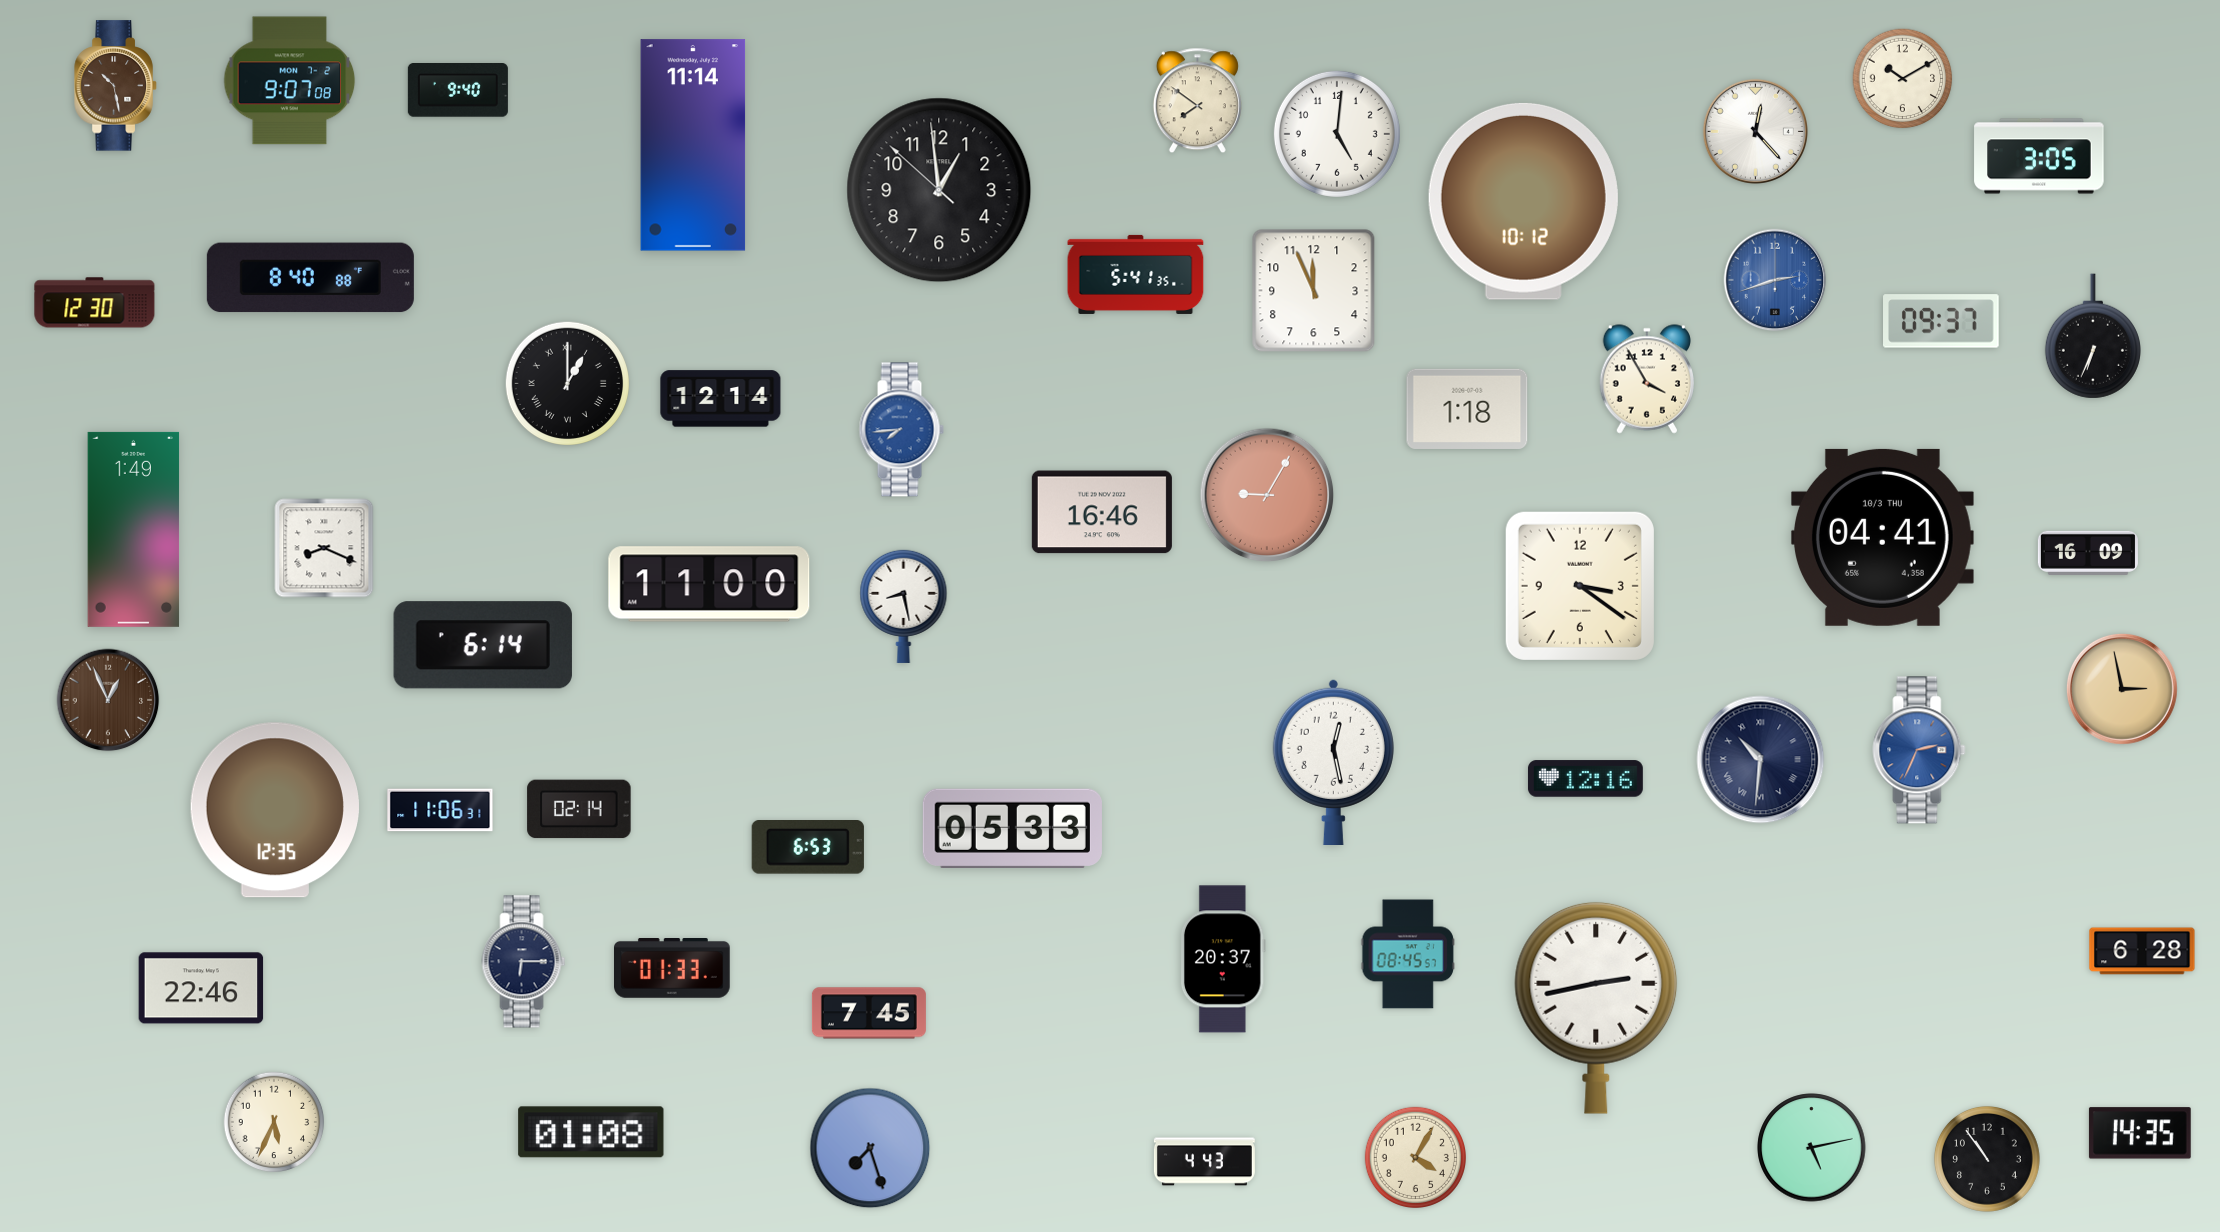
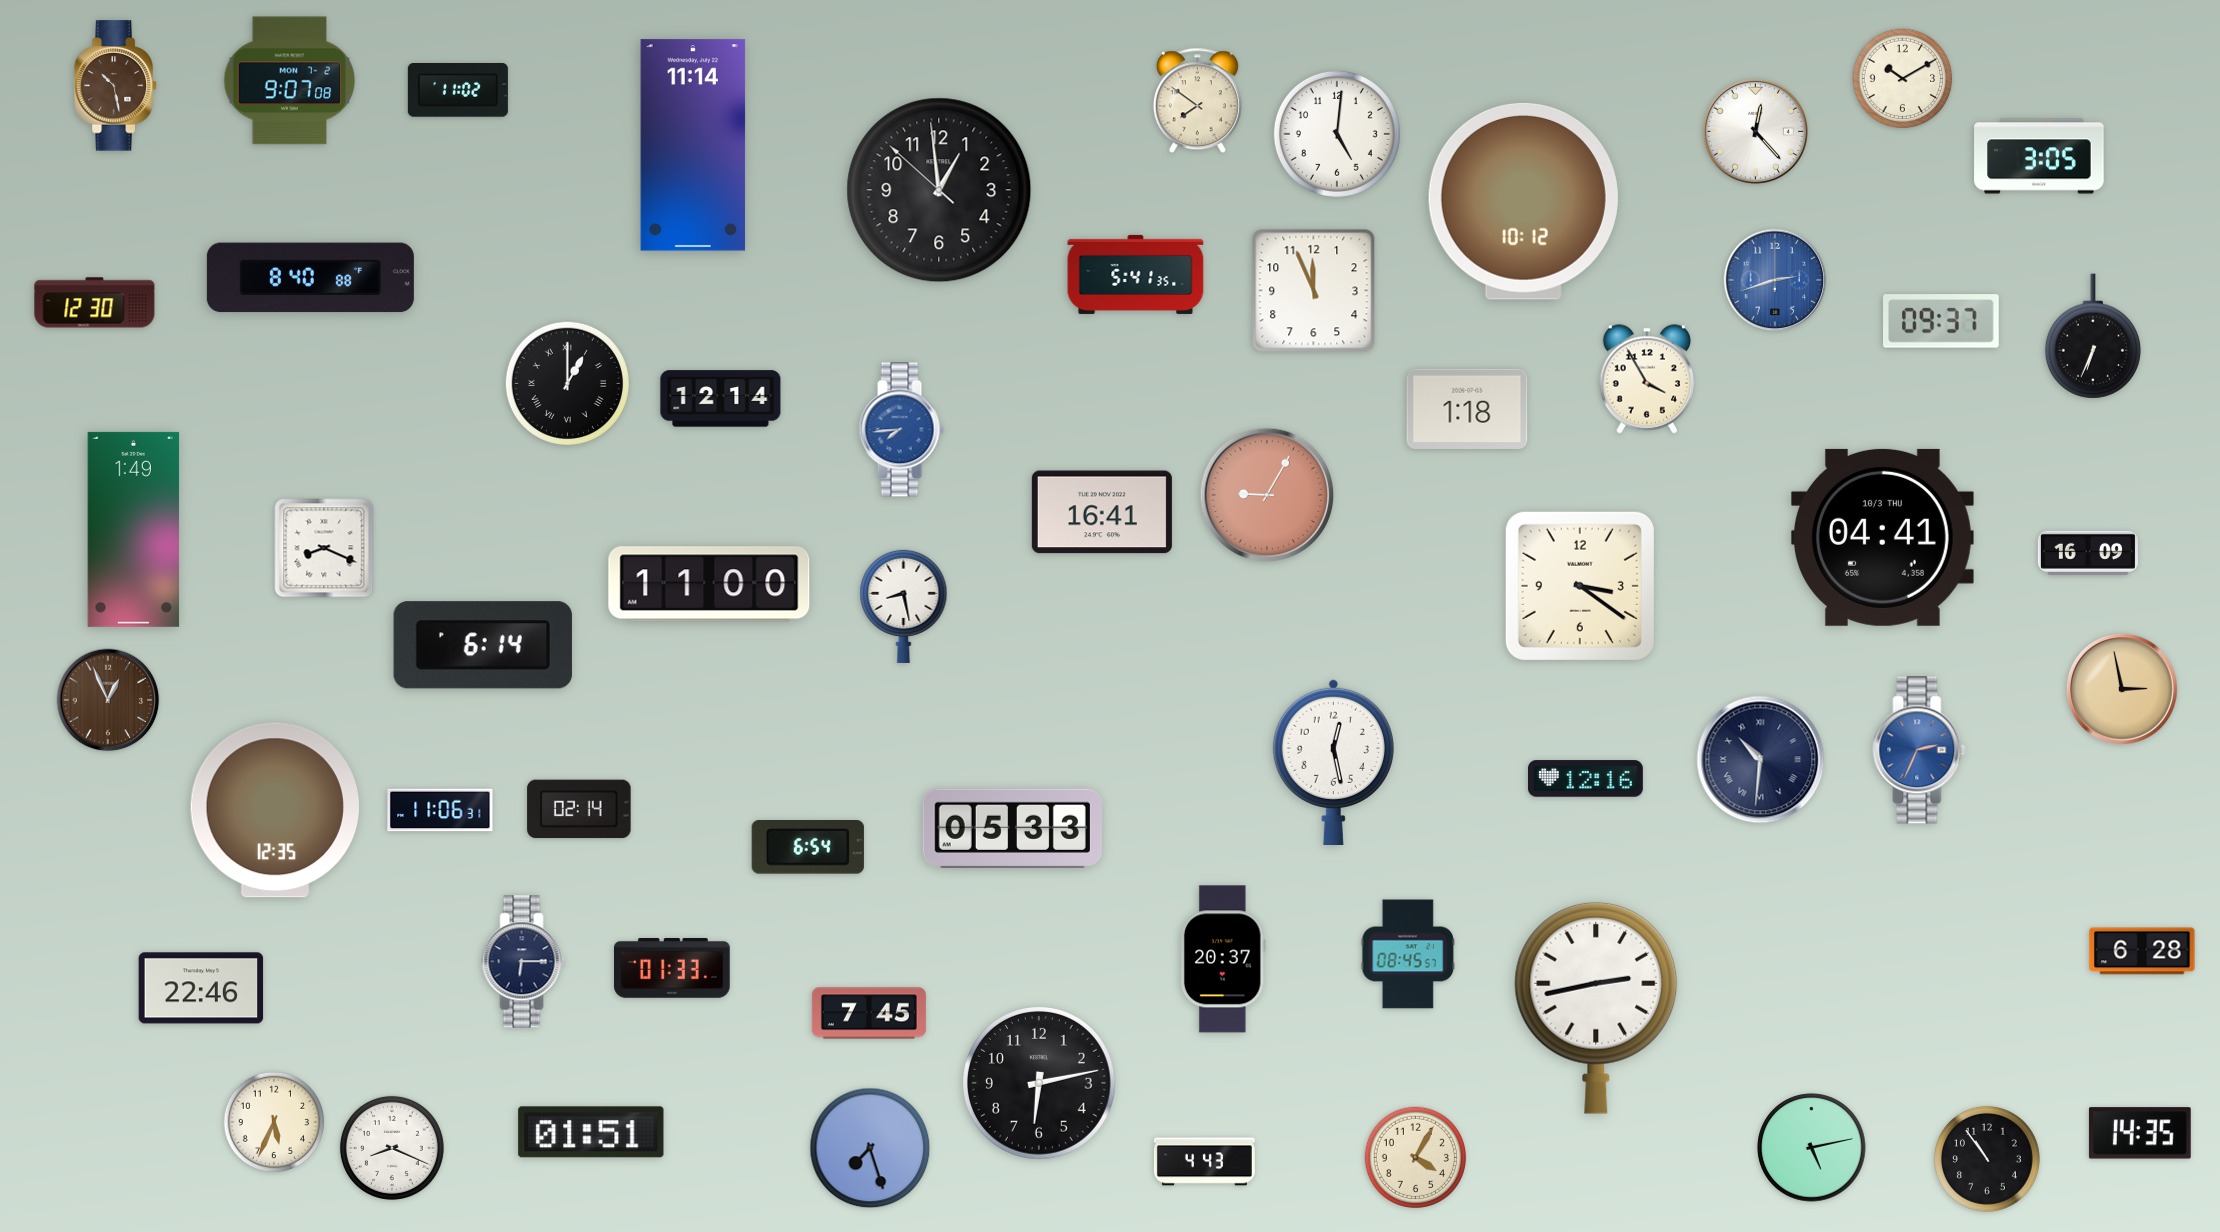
clock at (458, 90): 9:40 -> 11:02
clock at (1102, 512): 16:46 -> 16:41
clock at (808, 848): 6:53 -> 6:54
clock at (1039, 1083): none -> 6:13
clock at (591, 1132): 01:08 -> 01:51
clock at (392, 1148): none -> 8:19
